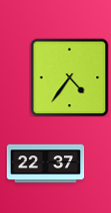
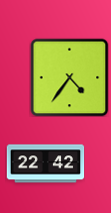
clock at (45, 164): 22:37 -> 22:42
